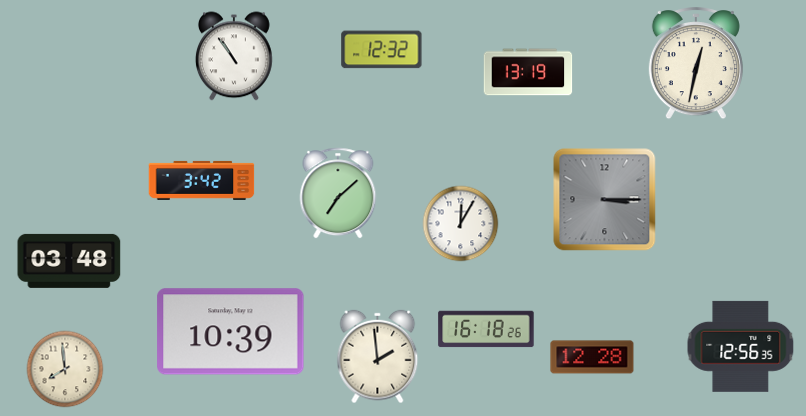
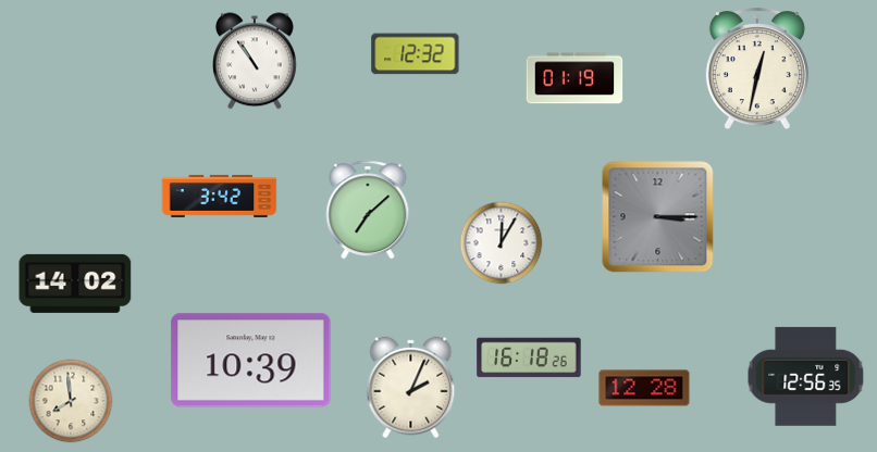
clock at (528, 72): 13:19 -> 01:19
clock at (69, 261): 03:48 -> 14:02
clock at (378, 357): 1:59 -> 2:04
